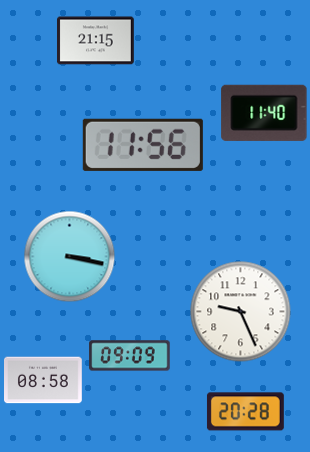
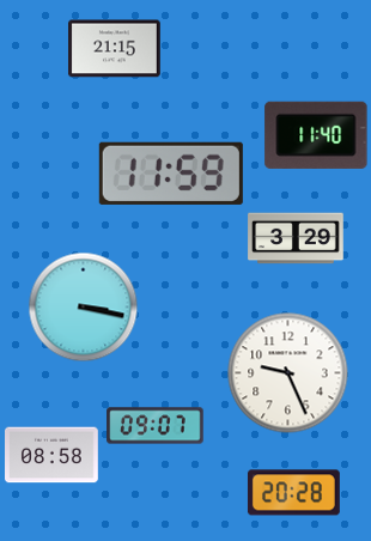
clock at (143, 145): 11:56 -> 11:59
clock at (296, 238): none -> 3:29
clock at (130, 356): 09:09 -> 09:07
